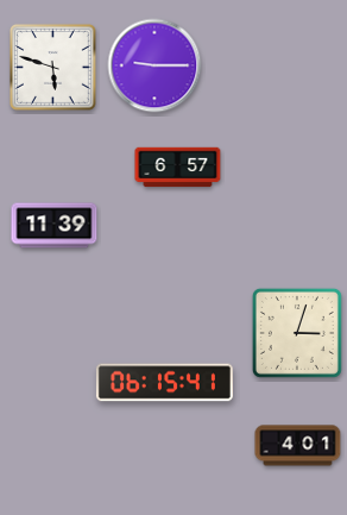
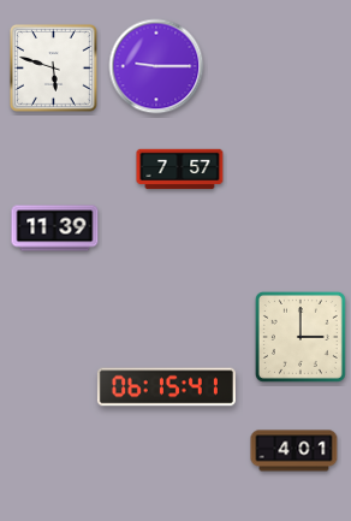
clock at (178, 168): 6:57 -> 7:57
clock at (297, 333): 3:03 -> 3:00
clock at (298, 446) position: (298, 446) -> (295, 451)
